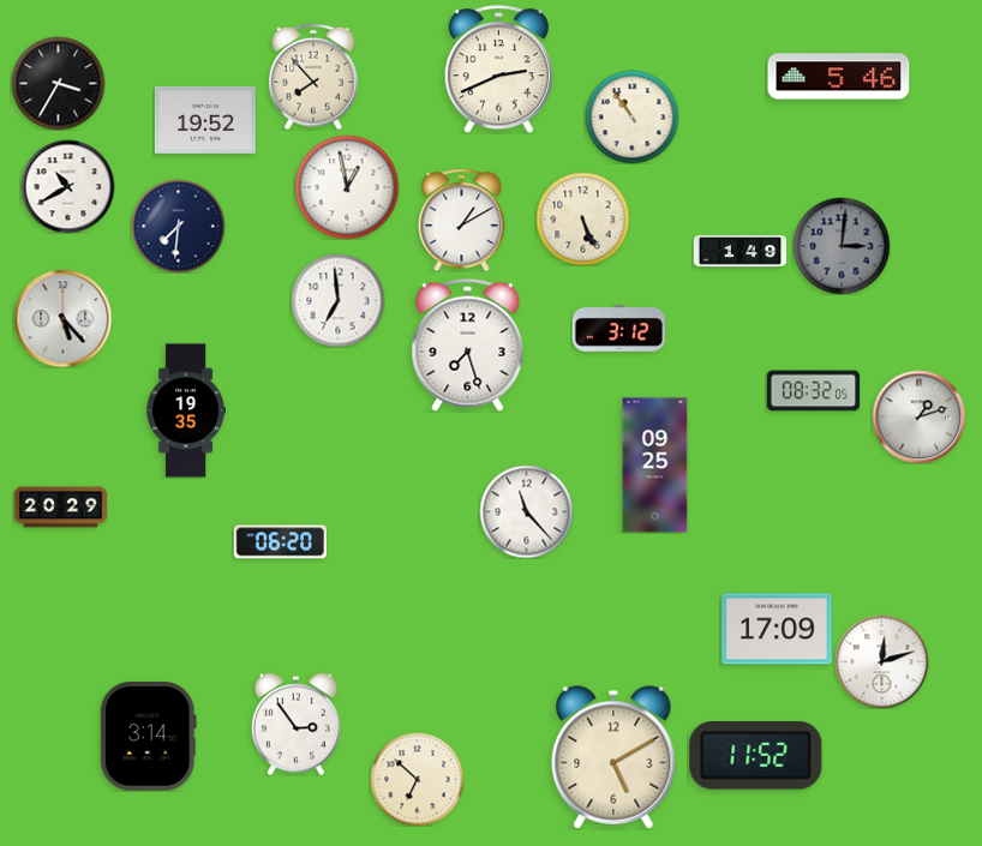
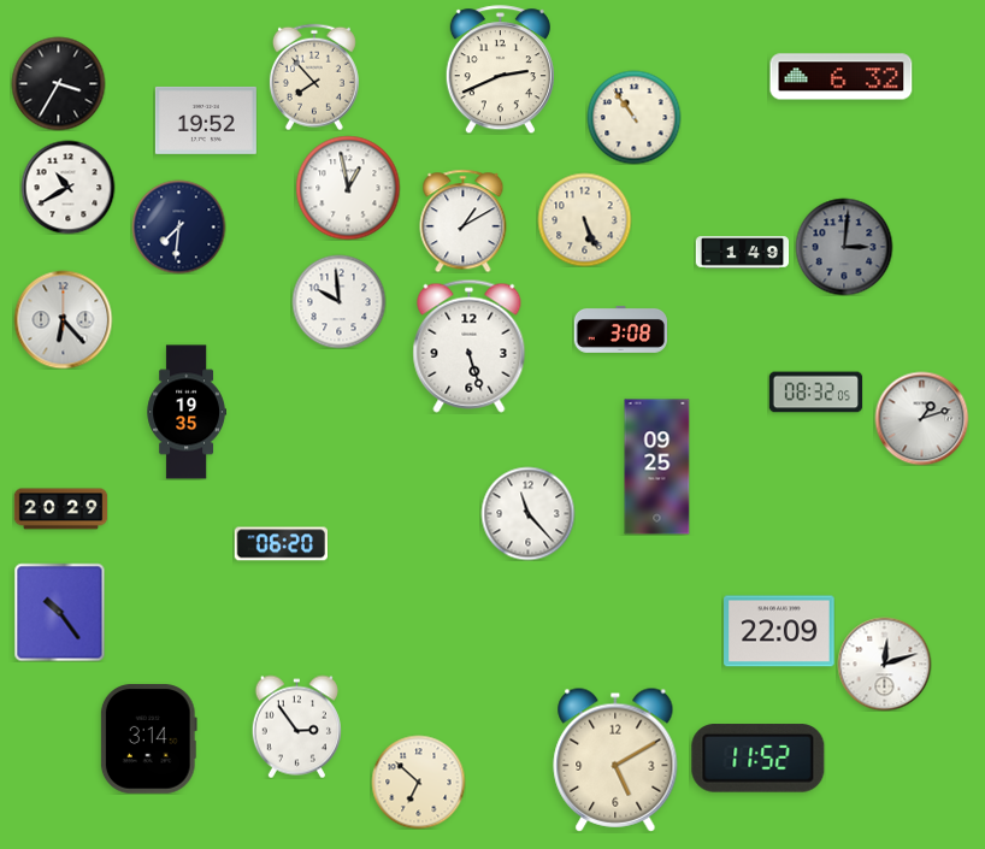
clock at (839, 77): 5:46 -> 6:32
clock at (337, 300): 6:59 -> 9:59
clock at (62, 318): 5:23 -> 6:23
clock at (618, 328): 3:12 -> 3:08
clock at (468, 344): 7:27 -> 5:27
clock at (60, 612): none -> 10:24
clock at (777, 629): 17:09 -> 22:09
